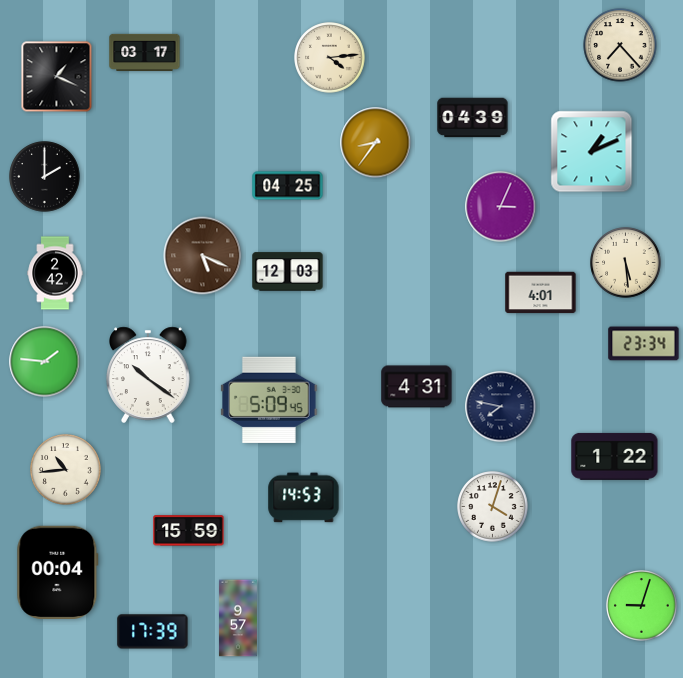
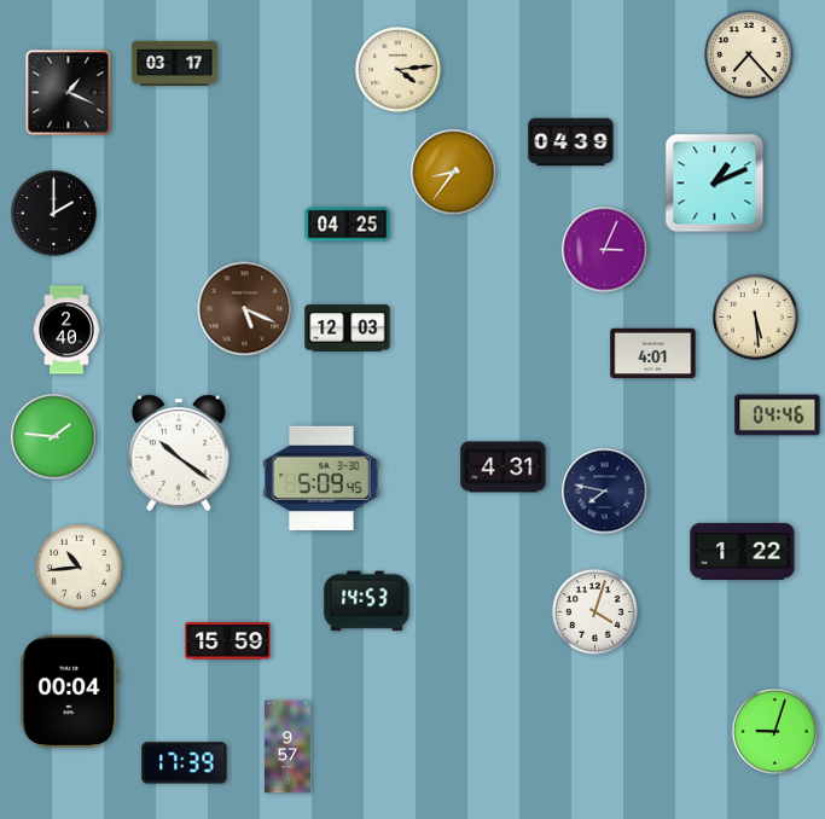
clock at (55, 273): 2:42 -> 2:40
clock at (644, 344): 23:34 -> 04:46
clock at (269, 400) position: (269, 400) -> (321, 478)
